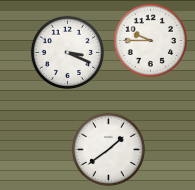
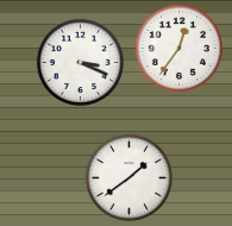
clock at (150, 40): 9:45 -> 12:36
